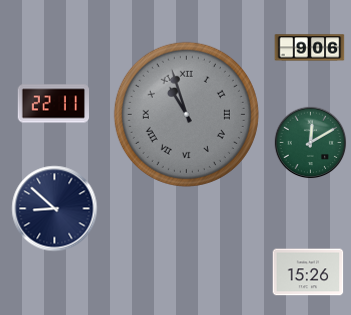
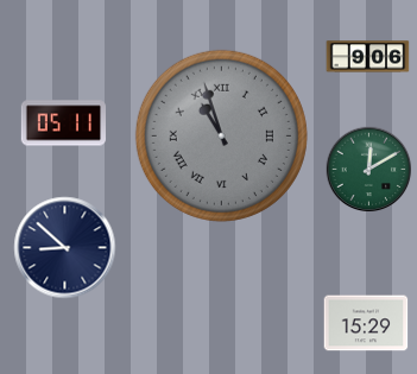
clock at (54, 104): 22:11 -> 05:11
clock at (308, 272): 15:26 -> 15:29
